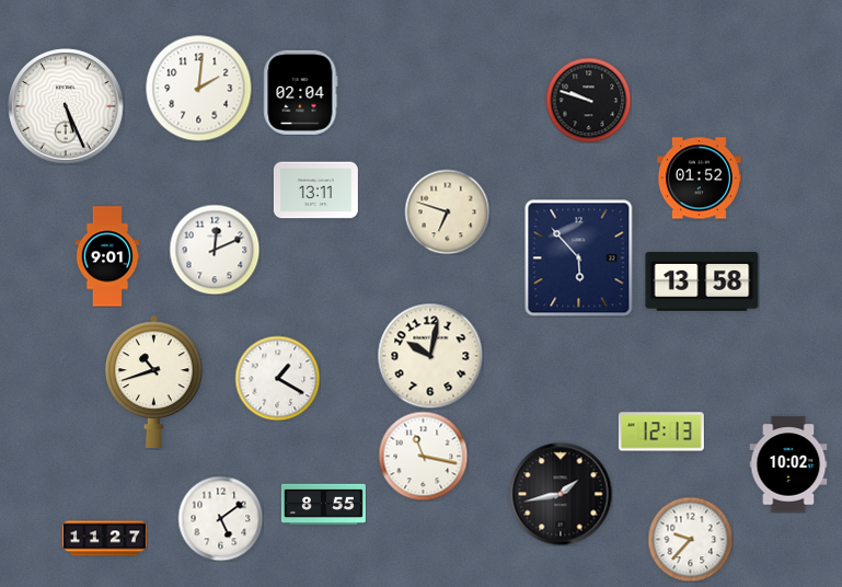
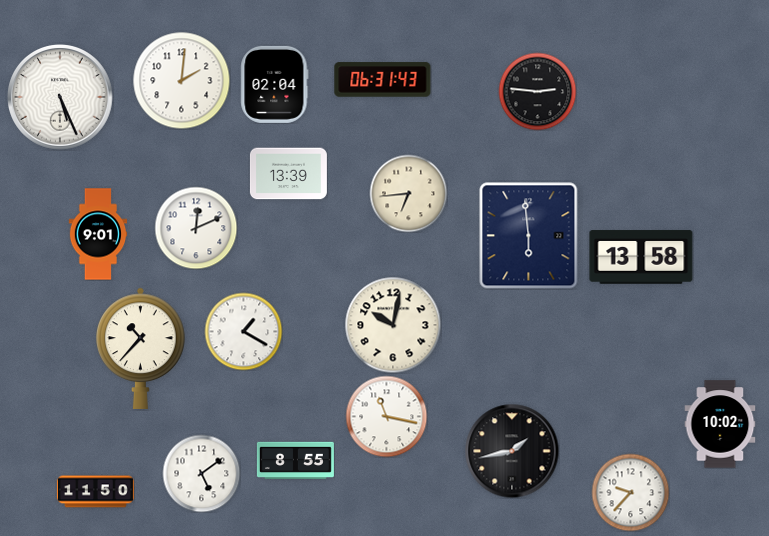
clock at (383, 80): none -> 06:31
clock at (588, 100): 9:48 -> 2:46
clock at (699, 179): 01:52 -> none
clock at (315, 191): 13:11 -> 13:39
clock at (447, 211): 6:48 -> 6:44
clock at (579, 258): 5:53 -> 5:59
clock at (277, 378) position: (277, 378) -> (243, 331)
clock at (154, 381): 10:42 -> 10:37
clock at (661, 431): 12:13 -> none
clock at (104, 539): 11:27 -> 11:50
